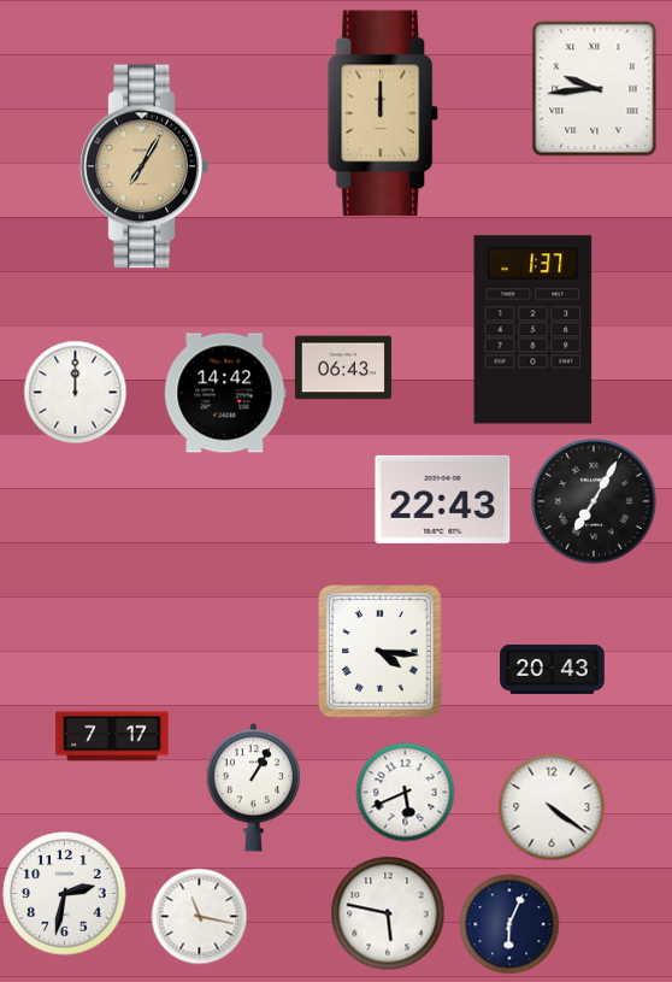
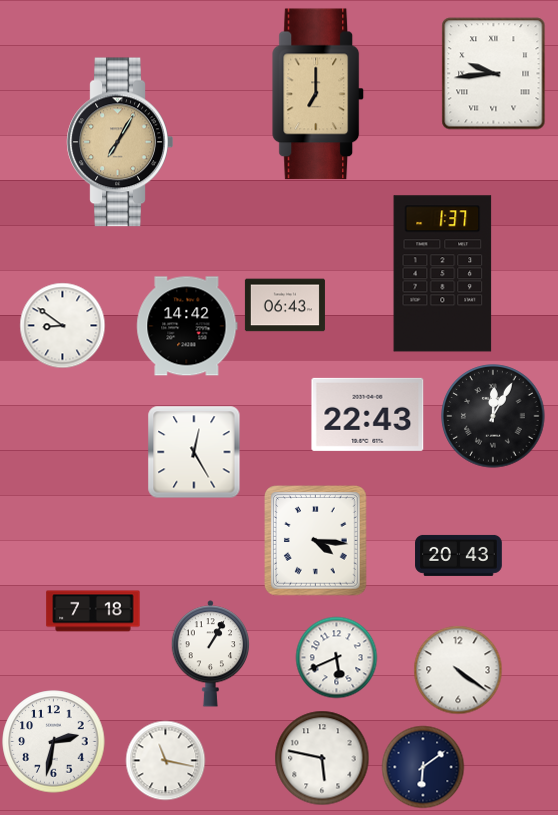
clock at (384, 113): 12:00 -> 7:00
clock at (145, 166) position: (145, 166) -> (120, 142)
clock at (75, 392): 12:00 -> 8:51
clock at (594, 501): 7:05 -> 12:05
clock at (194, 452): none -> 12:25
clock at (112, 736): 7:17 -> 7:18
clock at (509, 924): 6:04 -> 6:09
